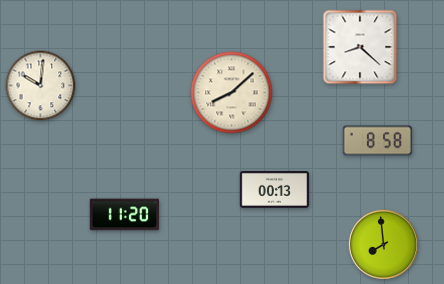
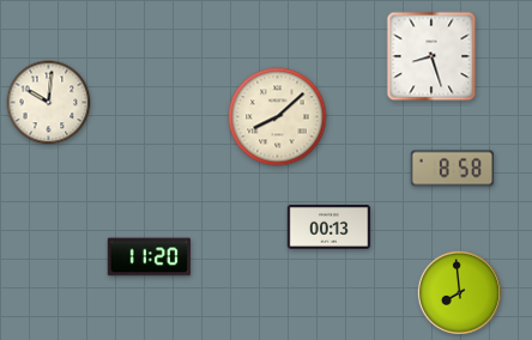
clock at (360, 47): 8:22 -> 8:27
clock at (232, 93) position: (232, 93) -> (278, 117)
